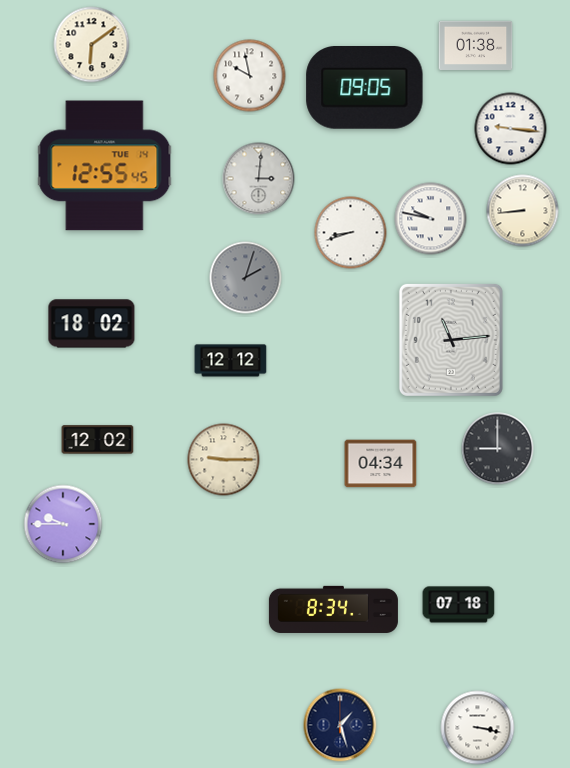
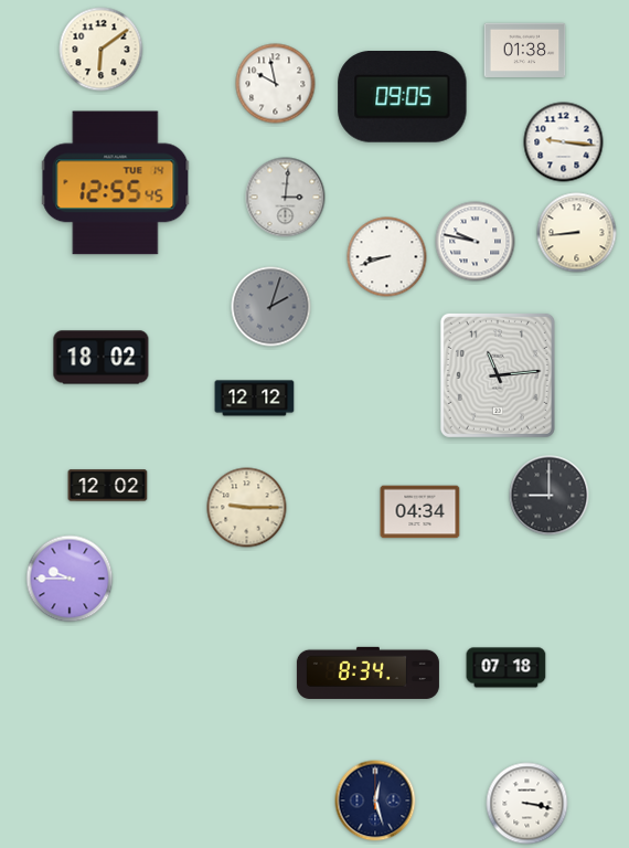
clock at (340, 725): 1:27 -> 12:27
